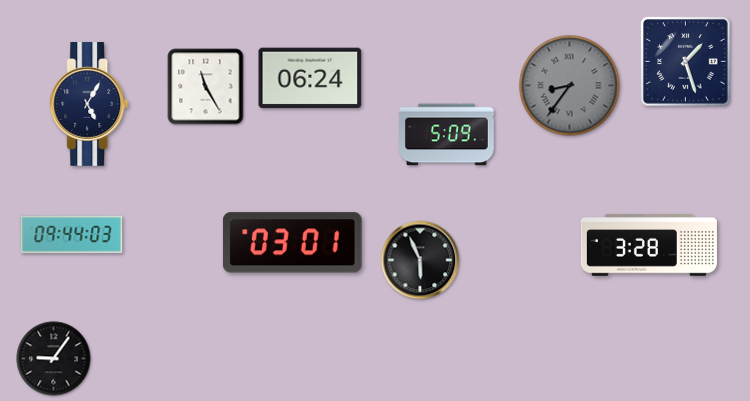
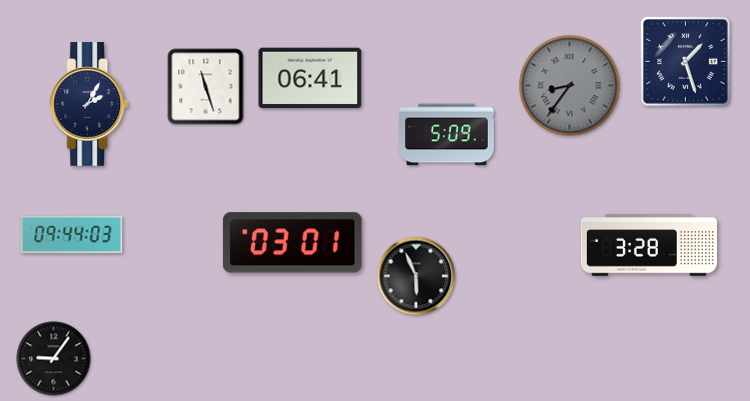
clock at (310, 78): 06:24 -> 06:41
clock at (206, 87): 11:25 -> 11:27
clock at (89, 105): 5:05 -> 2:05
clock at (420, 260) position: (420, 260) -> (416, 276)
